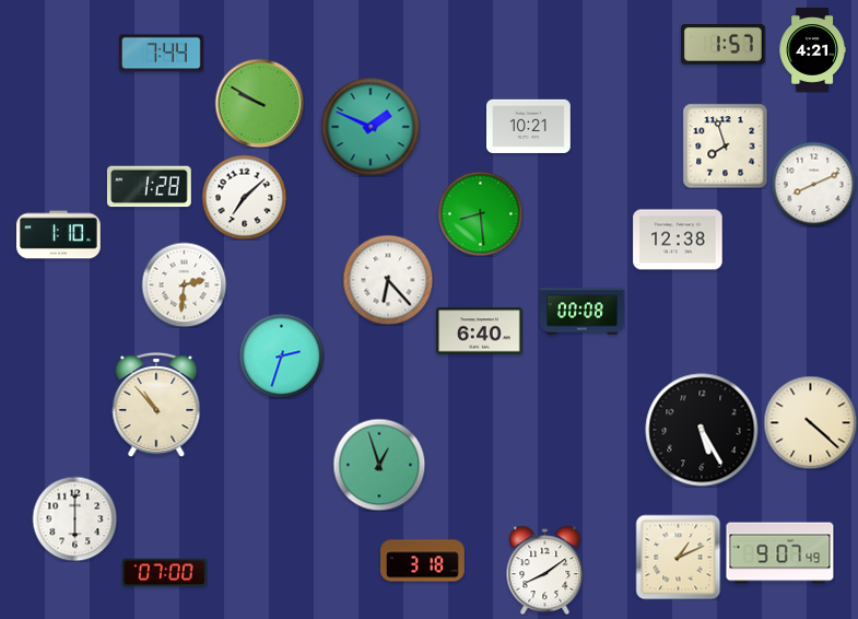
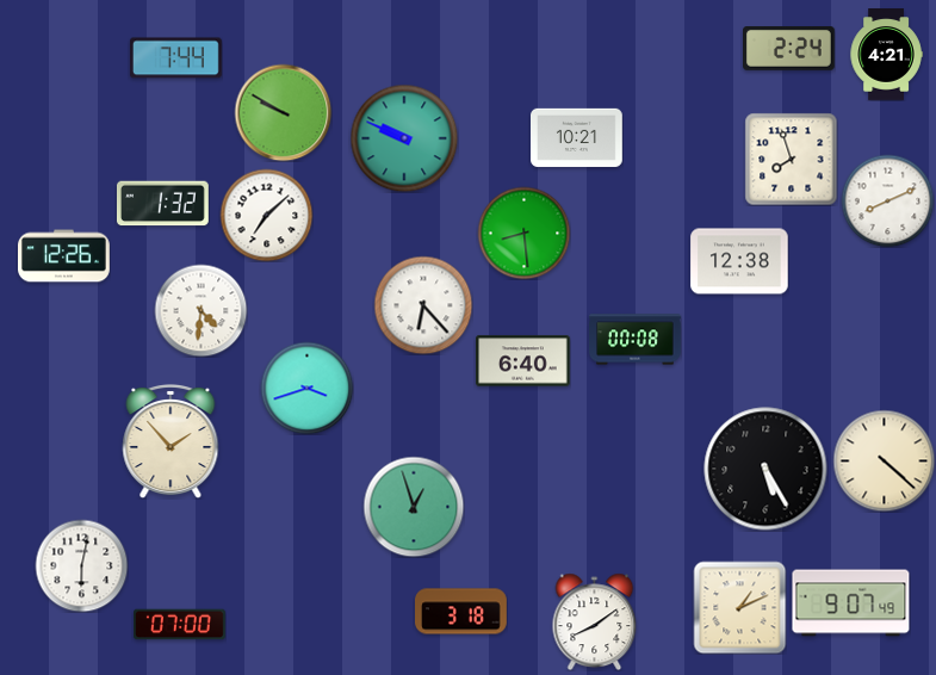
clock at (724, 45): 1:57 -> 2:24
clock at (371, 127): 1:49 -> 9:49
clock at (149, 187): 1:28 -> 1:32
clock at (59, 235): 1:10 -> 12:26
clock at (184, 284): 2:31 -> 4:31
clock at (281, 355): 2:33 -> 3:42
clock at (156, 405): 10:53 -> 1:53
clock at (74, 518): 6:00 -> 6:02
